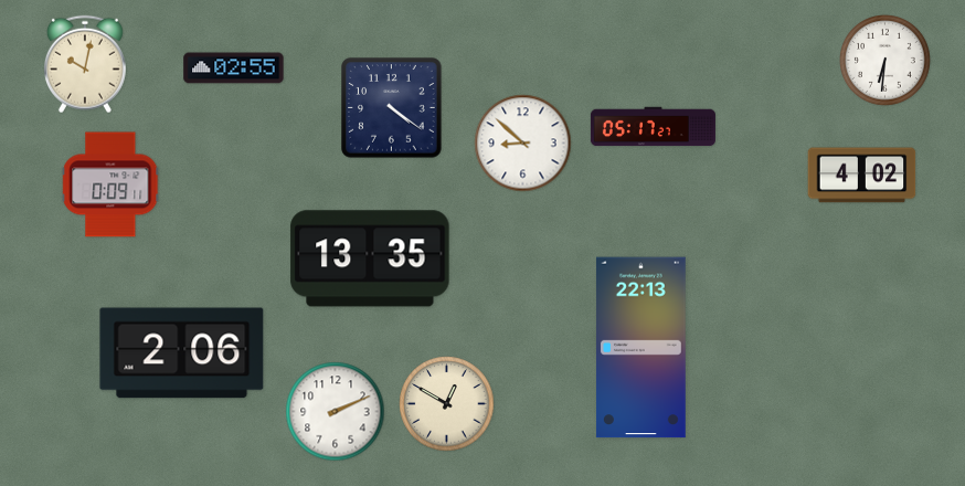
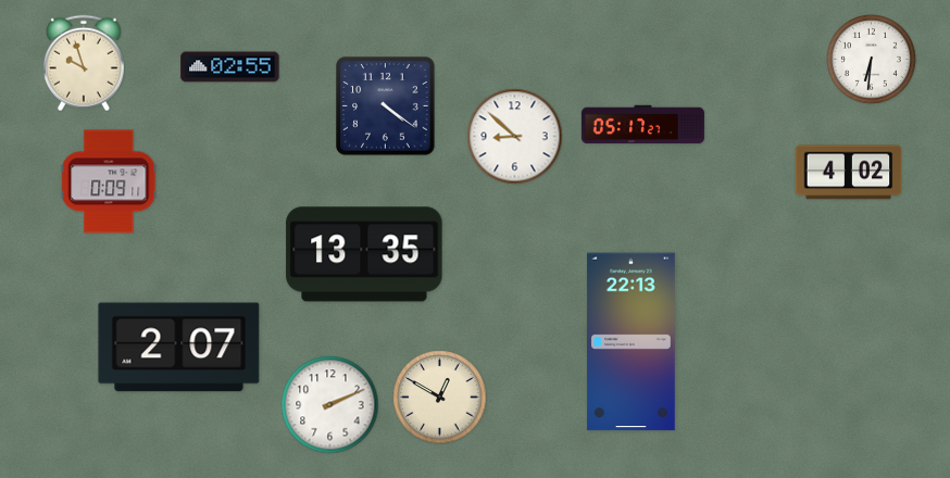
clock at (85, 64): 10:02 -> 9:57
clock at (523, 144) position: (523, 144) -> (515, 137)
clock at (182, 353): 2:06 -> 2:07
